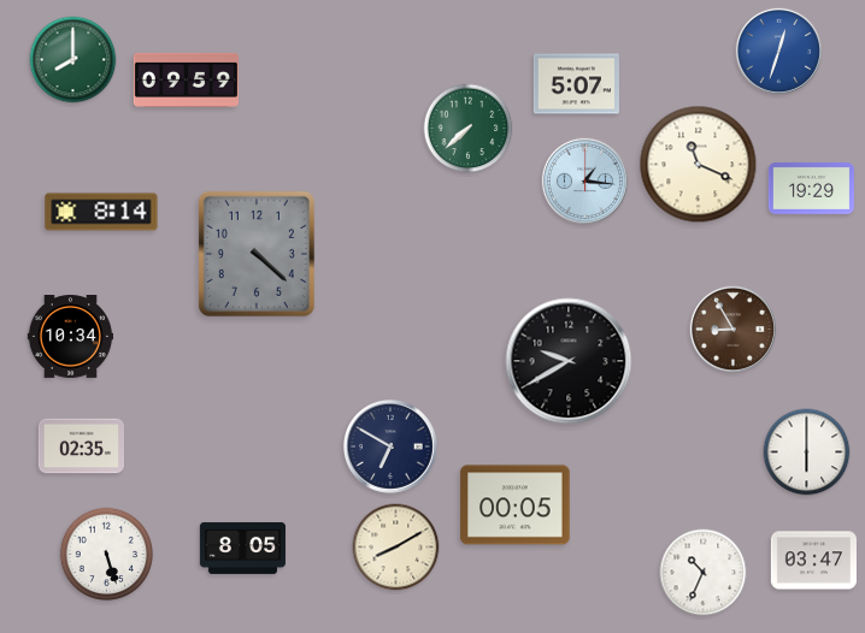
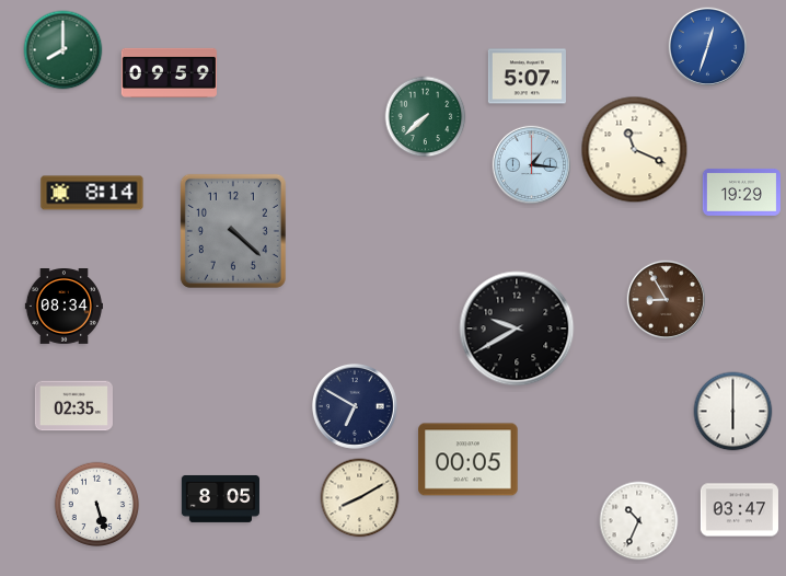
clock at (73, 60) position: (73, 60) -> (63, 50)
clock at (576, 84) position: (576, 84) -> (527, 77)
clock at (811, 188) position: (811, 188) -> (741, 192)
clock at (70, 337): 10:34 -> 08:34
